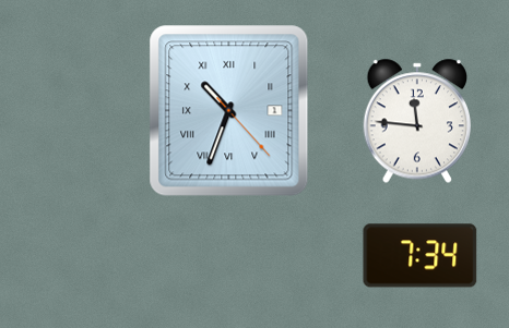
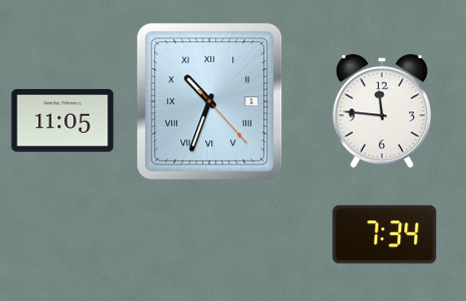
clock at (63, 121): none -> 11:05
